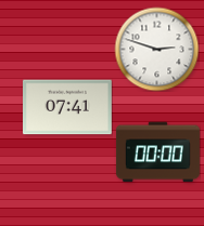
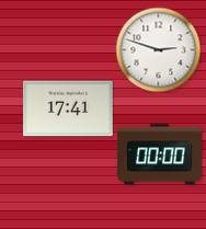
clock at (68, 107): 07:41 -> 17:41
